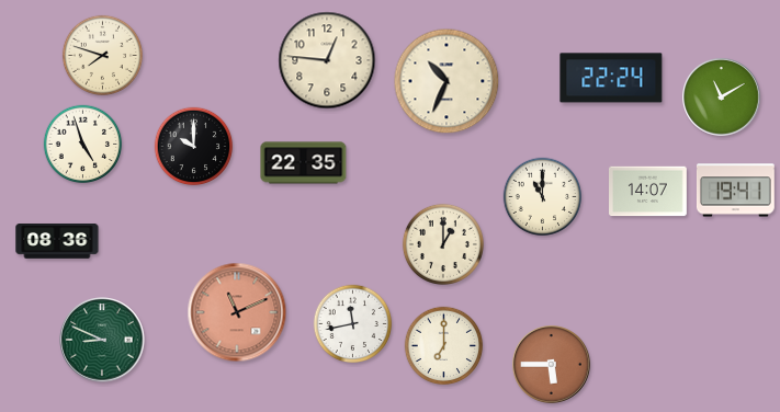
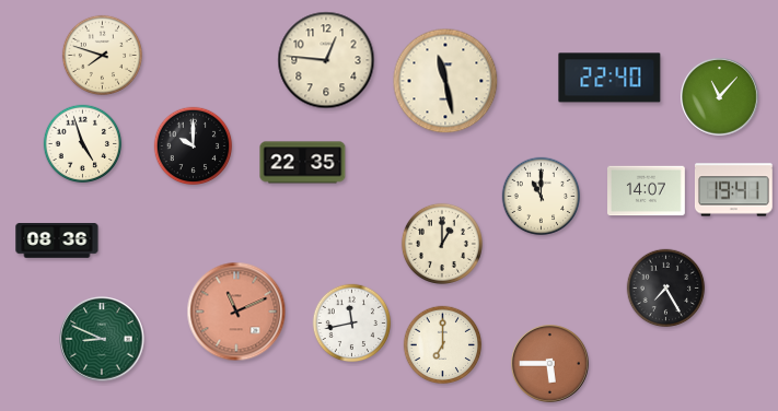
clock at (611, 78): 22:24 -> 22:40
clock at (446, 81): 10:34 -> 11:28
clock at (722, 98): 11:10 -> 11:07
clock at (666, 289): none -> 7:25
